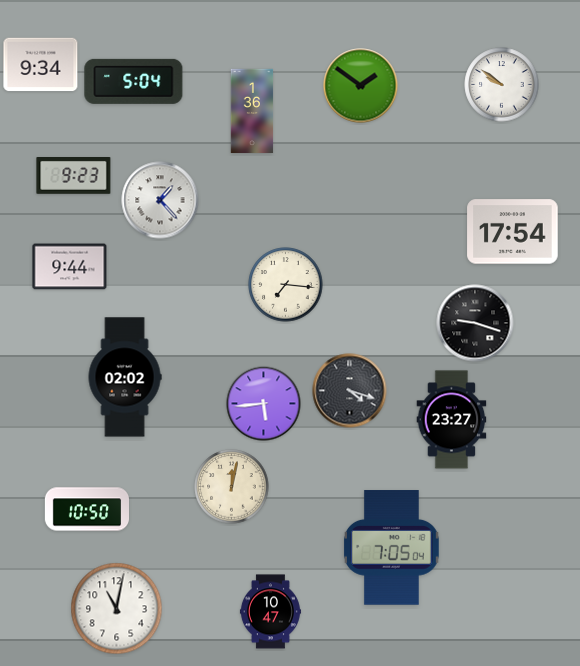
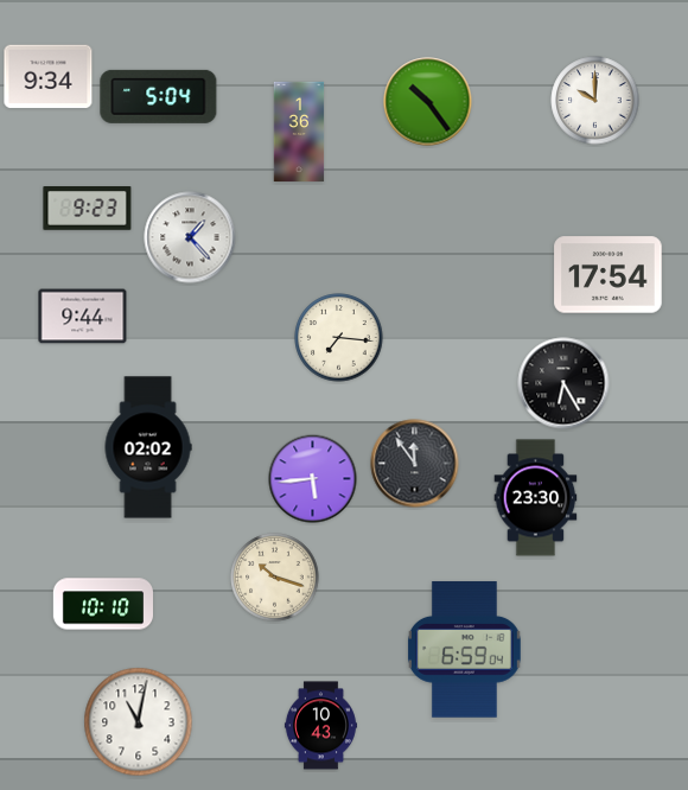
clock at (502, 85): 9:51 -> 10:00
clock at (361, 86): 1:51 -> 10:24
clock at (475, 323): 9:18 -> 6:25
clock at (350, 391): 4:18 -> 11:54
clock at (452, 420): 23:27 -> 23:30
clock at (232, 487): 12:02 -> 10:18
clock at (86, 509): 10:50 -> 10:10
clock at (391, 548): 7:05 -> 6:59
clock at (270, 612): 10:47 -> 10:43
